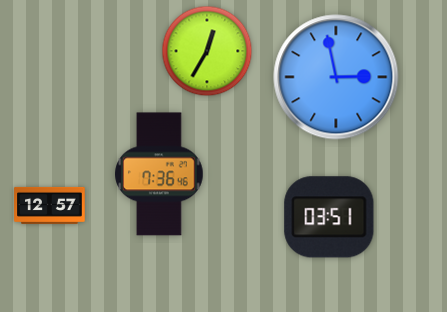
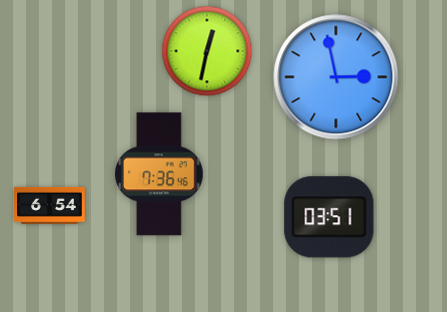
clock at (207, 51): 12:35 -> 12:32
clock at (50, 205): 12:57 -> 6:54
